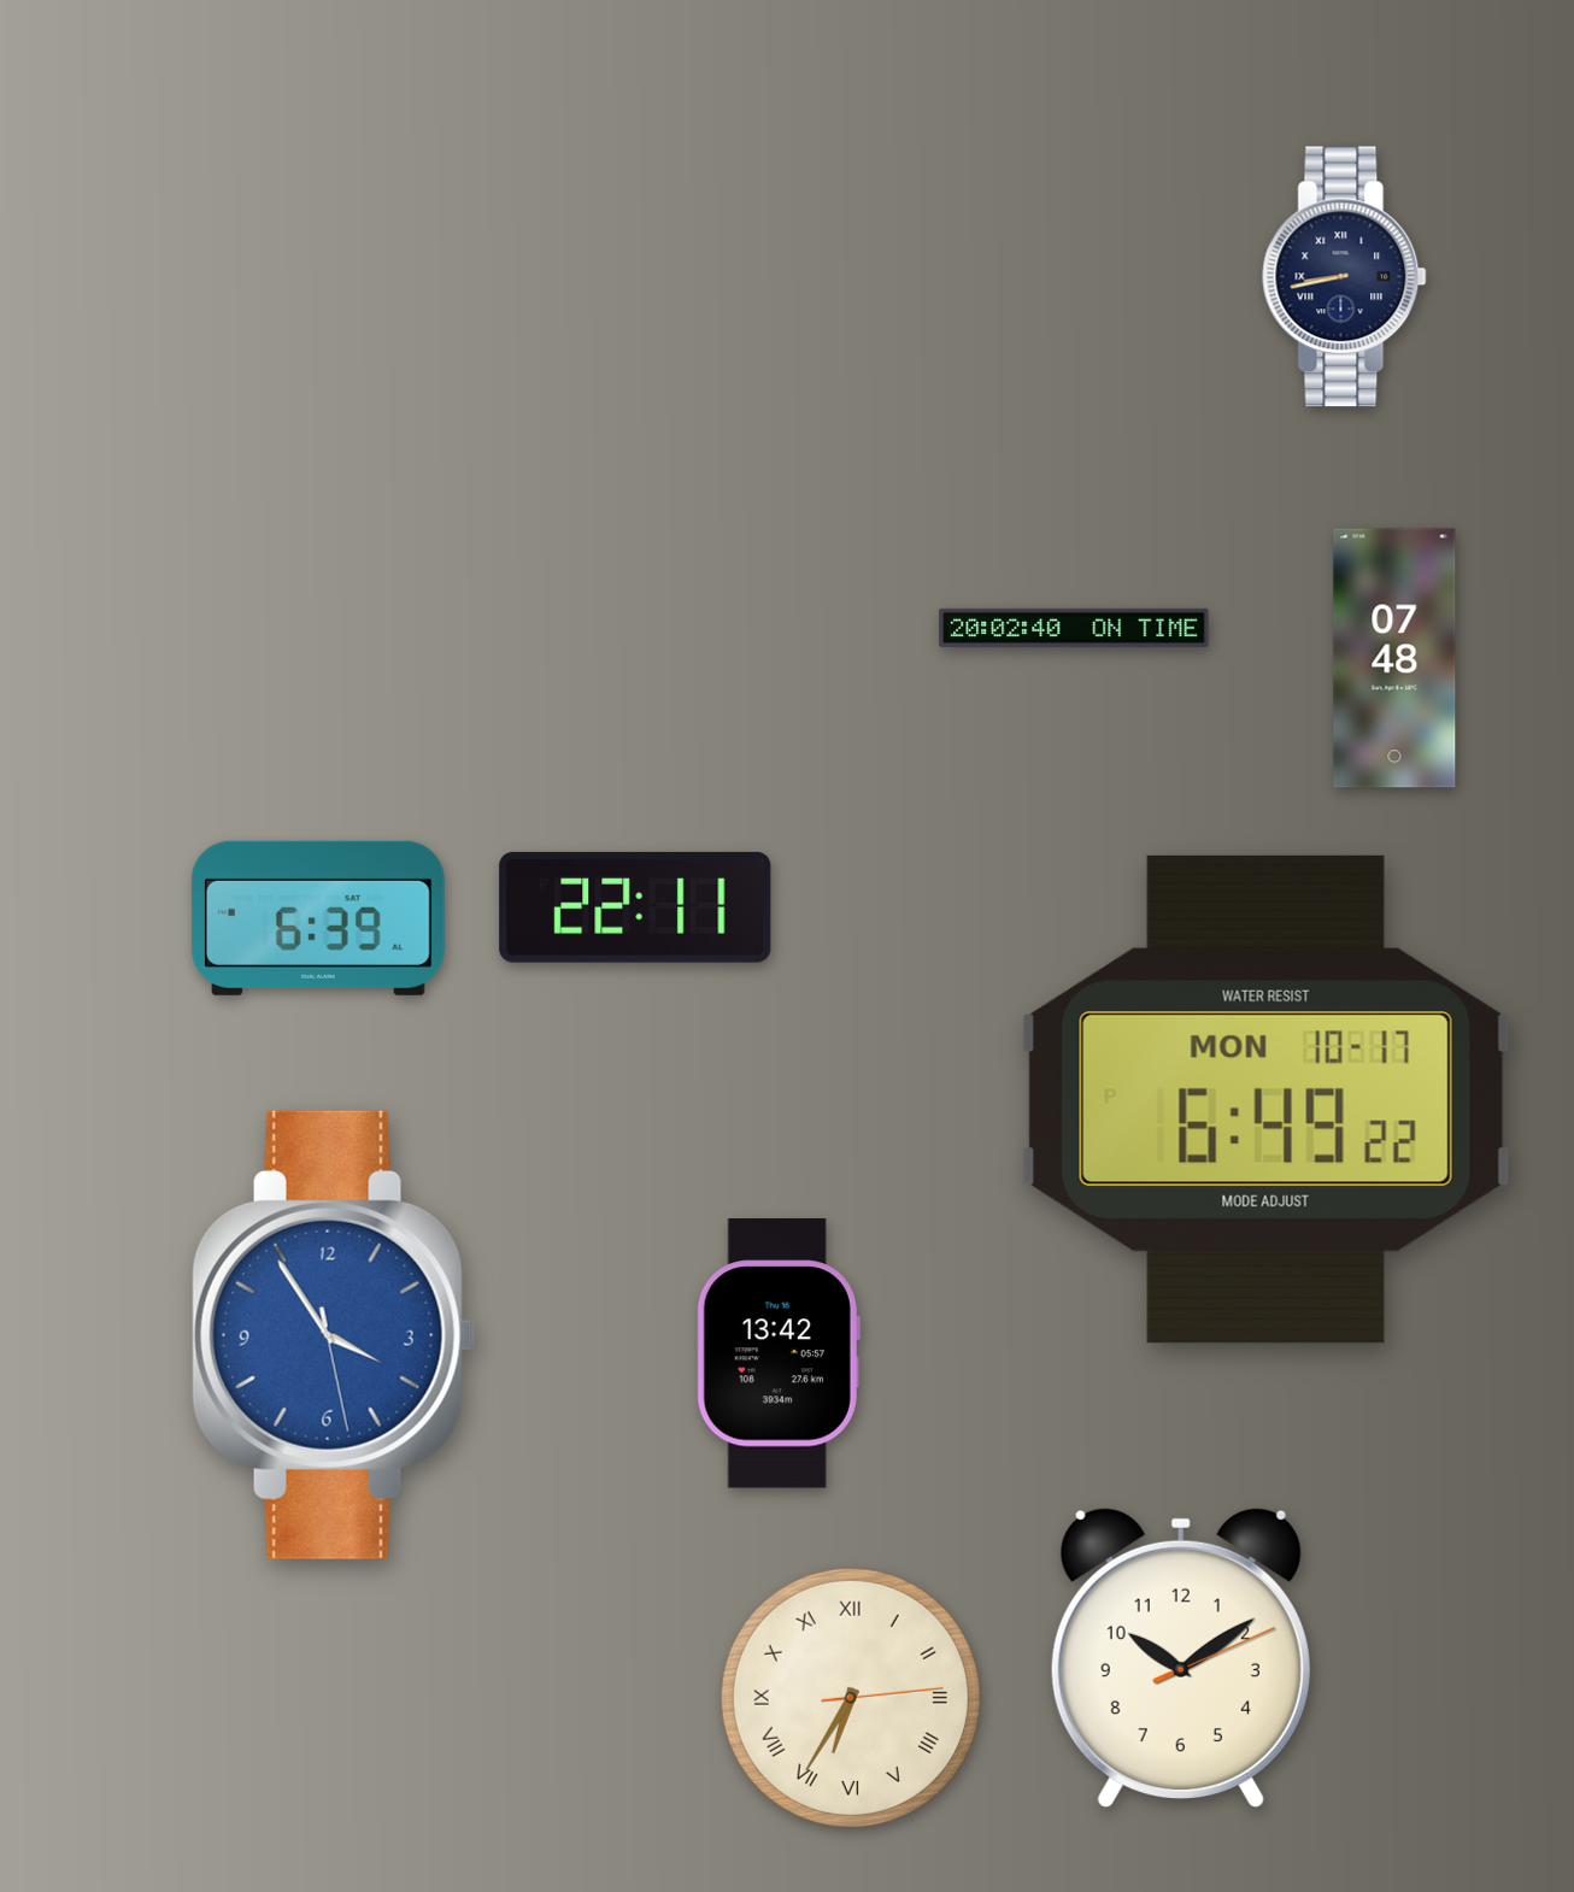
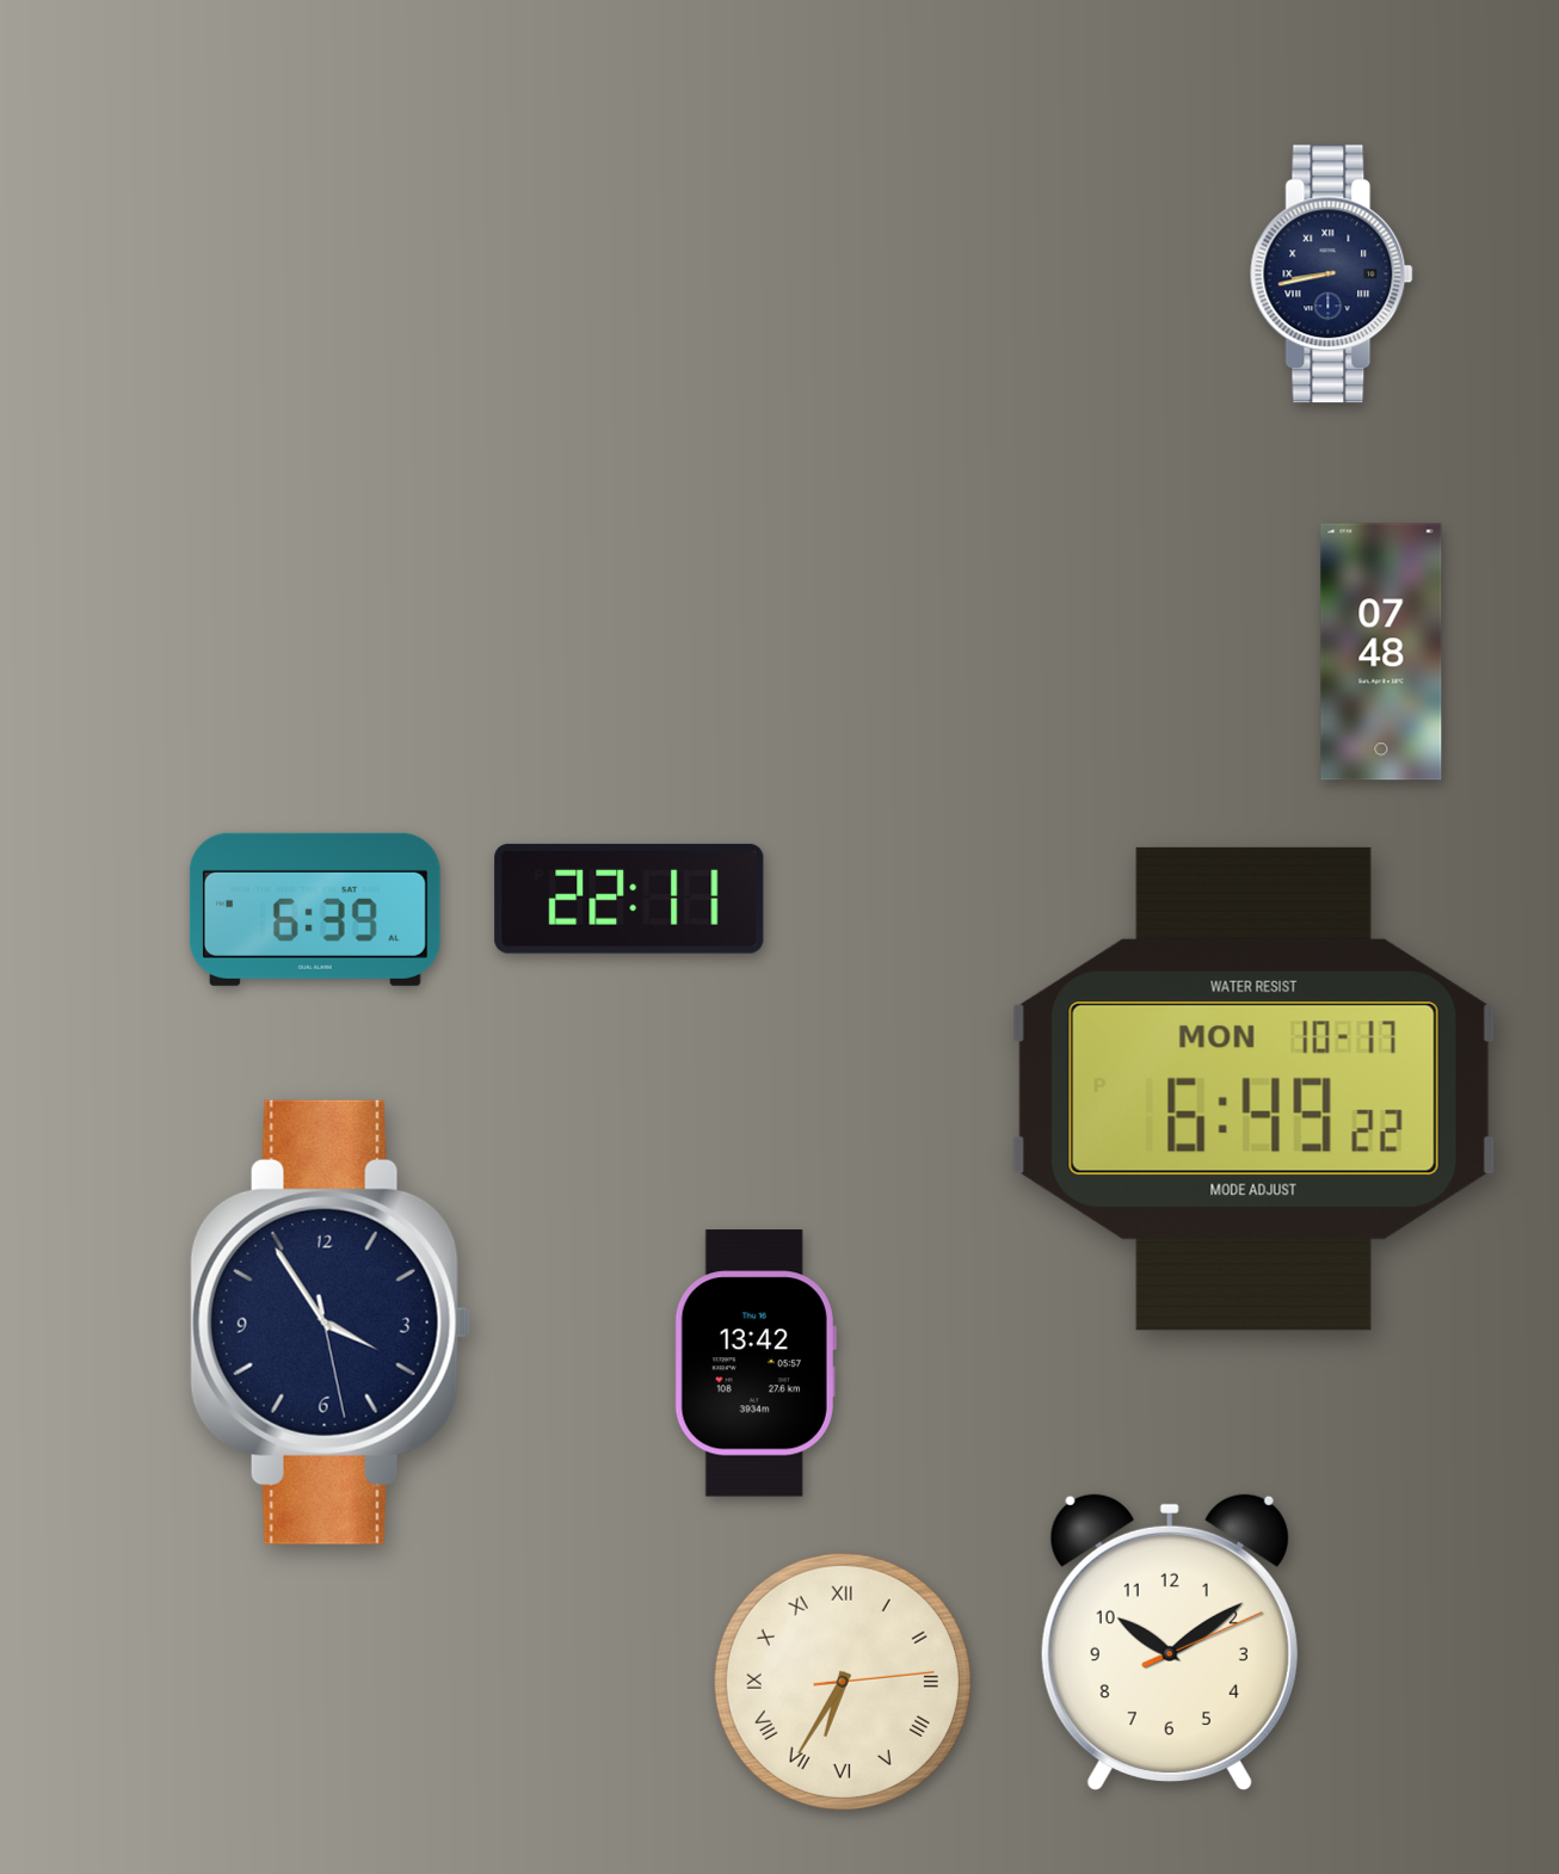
clock at (1074, 628): 20:02 -> none
clock at (334, 1335) dial: blue -> navy
clock at (779, 1353) position: (779, 1353) -> (756, 1363)
